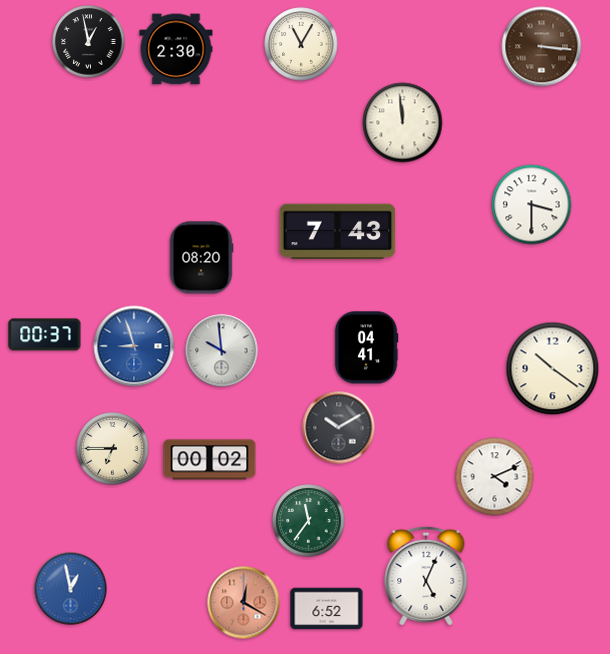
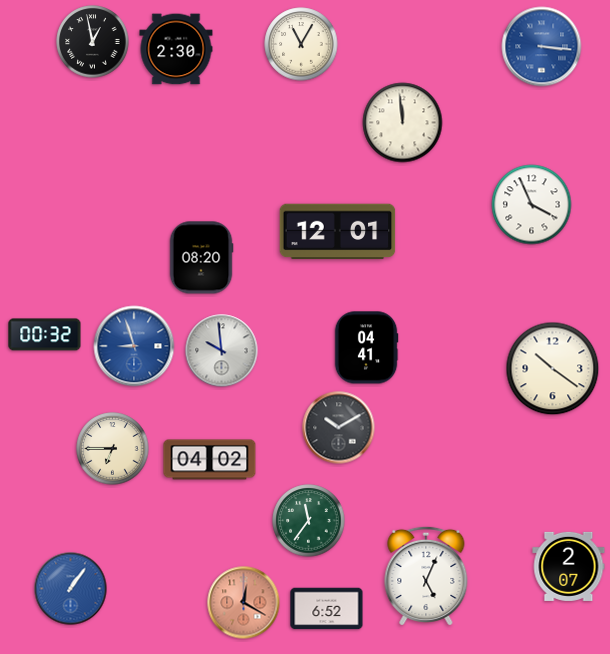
clock at (89, 42) position: (89, 42) -> (93, 42)
clock at (542, 47) dial: brown -> blue
clock at (532, 205): 3:30 -> 3:56
clock at (338, 232): 7:43 -> 12:01
clock at (45, 335): 00:37 -> 00:32
clock at (210, 460): 00:02 -> 04:02
clock at (495, 477): 4:11 -> none
clock at (569, 566): none -> 2:07
clock at (71, 589): 12:58 -> 1:06
